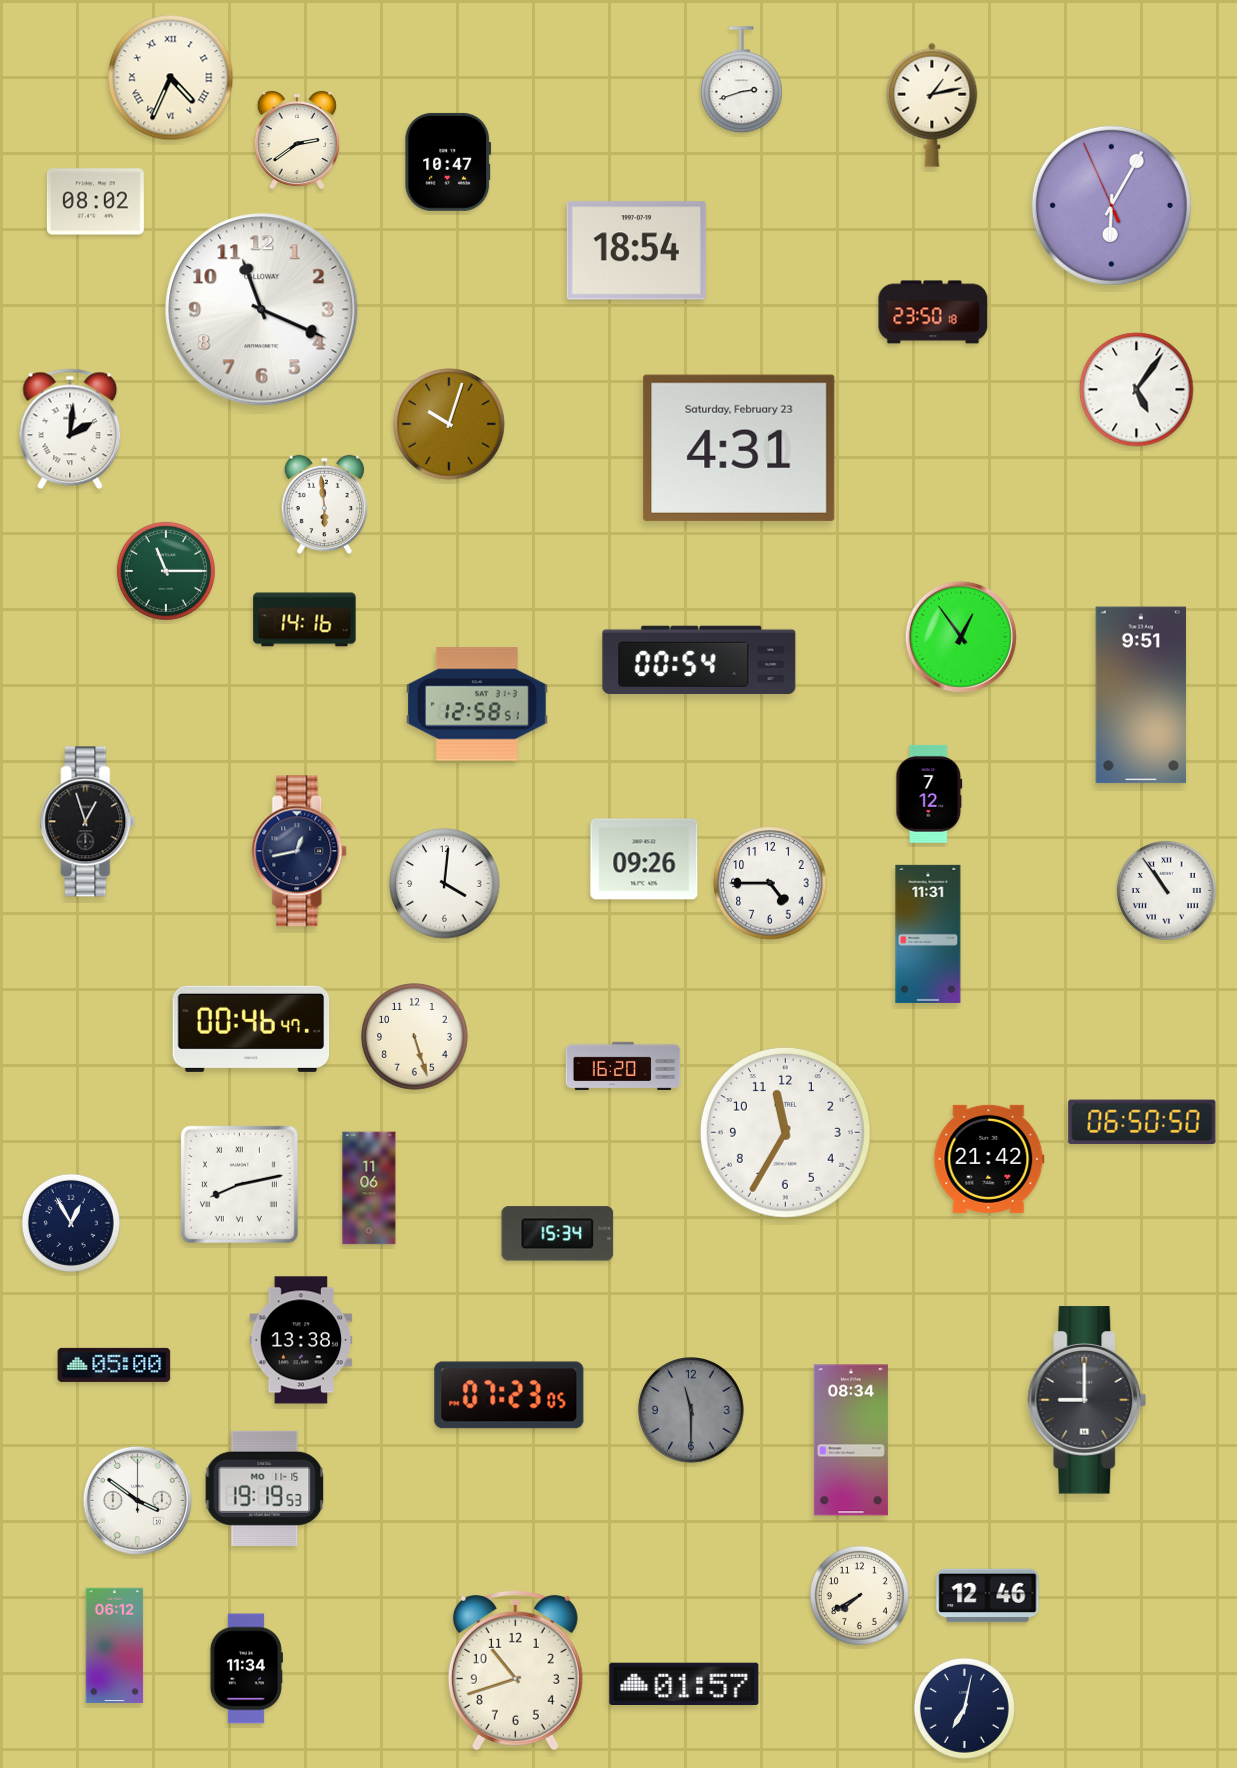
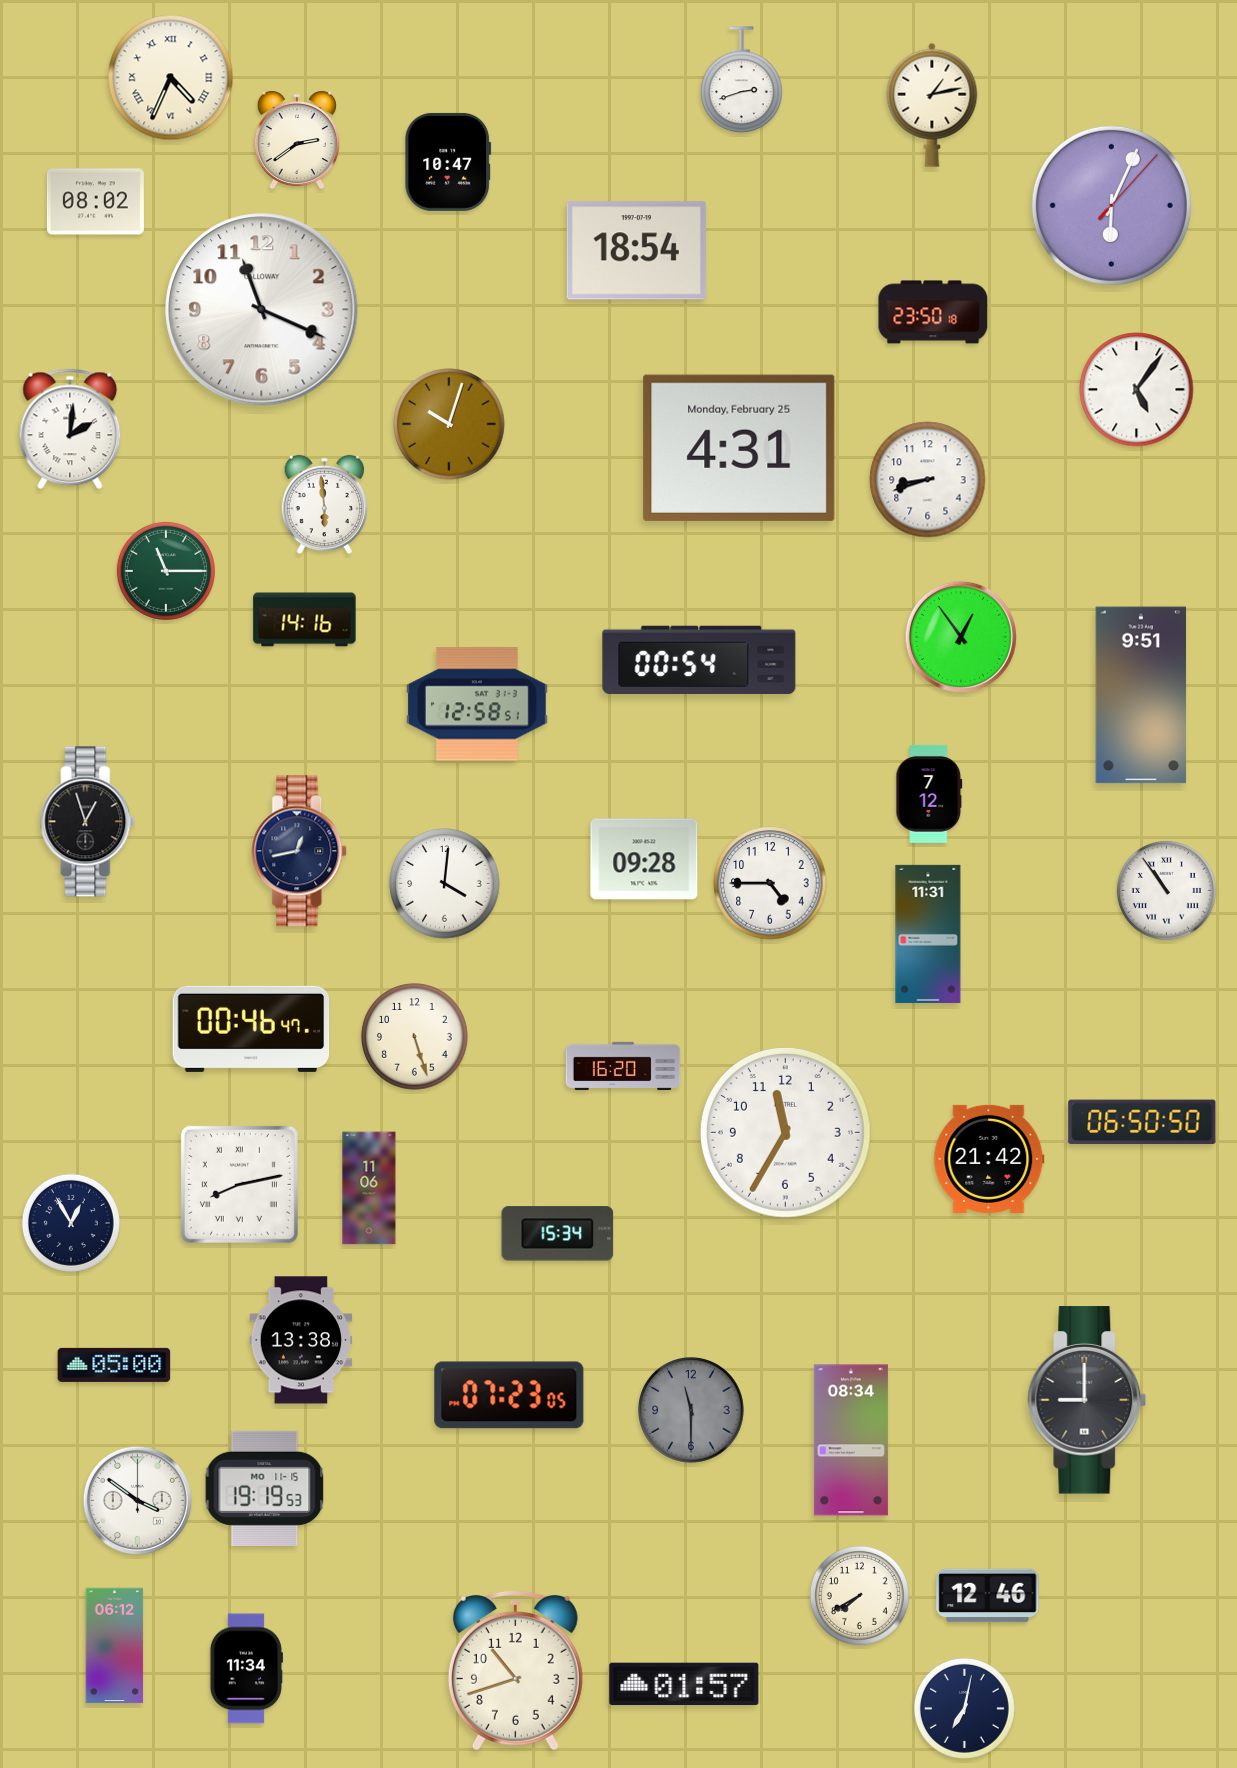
clock at (1111, 205): 6:04:56 -> 6:04:07
clock at (739, 448) date: Saturday, February 23 -> Monday, February 25
clock at (928, 480): none -> 8:42
clock at (644, 859): 09:26 -> 09:28
